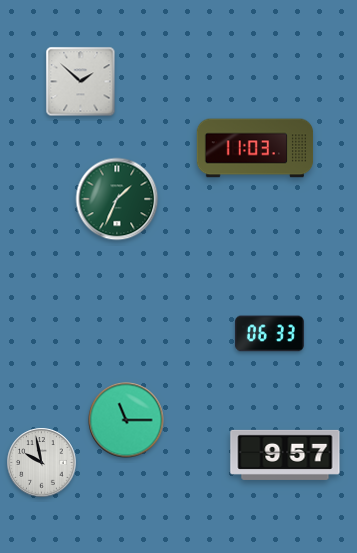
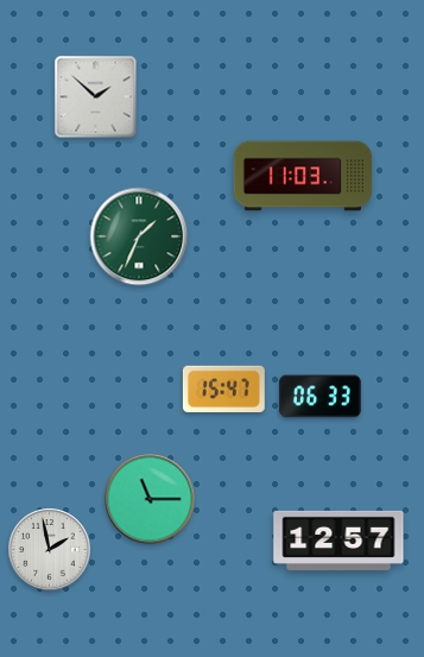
clock at (223, 388): none -> 15:47
clock at (285, 455): 9:57 -> 12:57
clock at (42, 463): 9:58 -> 1:58
